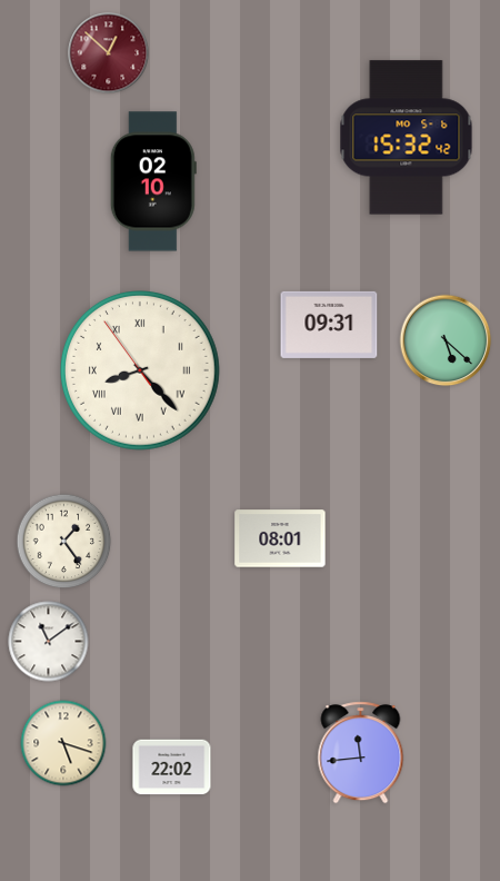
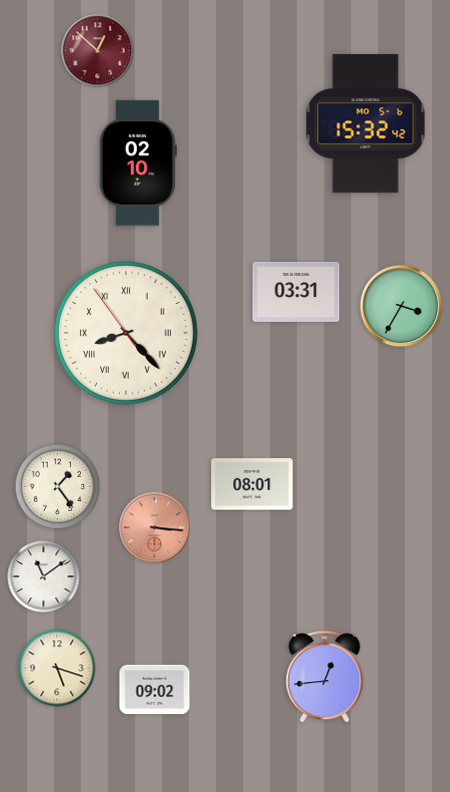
clock at (109, 53) position: (109, 53) -> (98, 51)
clock at (329, 325): 09:31 -> 03:31
clock at (446, 340): 5:22 -> 3:35
clock at (155, 528): none -> 3:16
clock at (361, 753): 11:44 -> 12:44
clock at (172, 768): 22:02 -> 09:02
